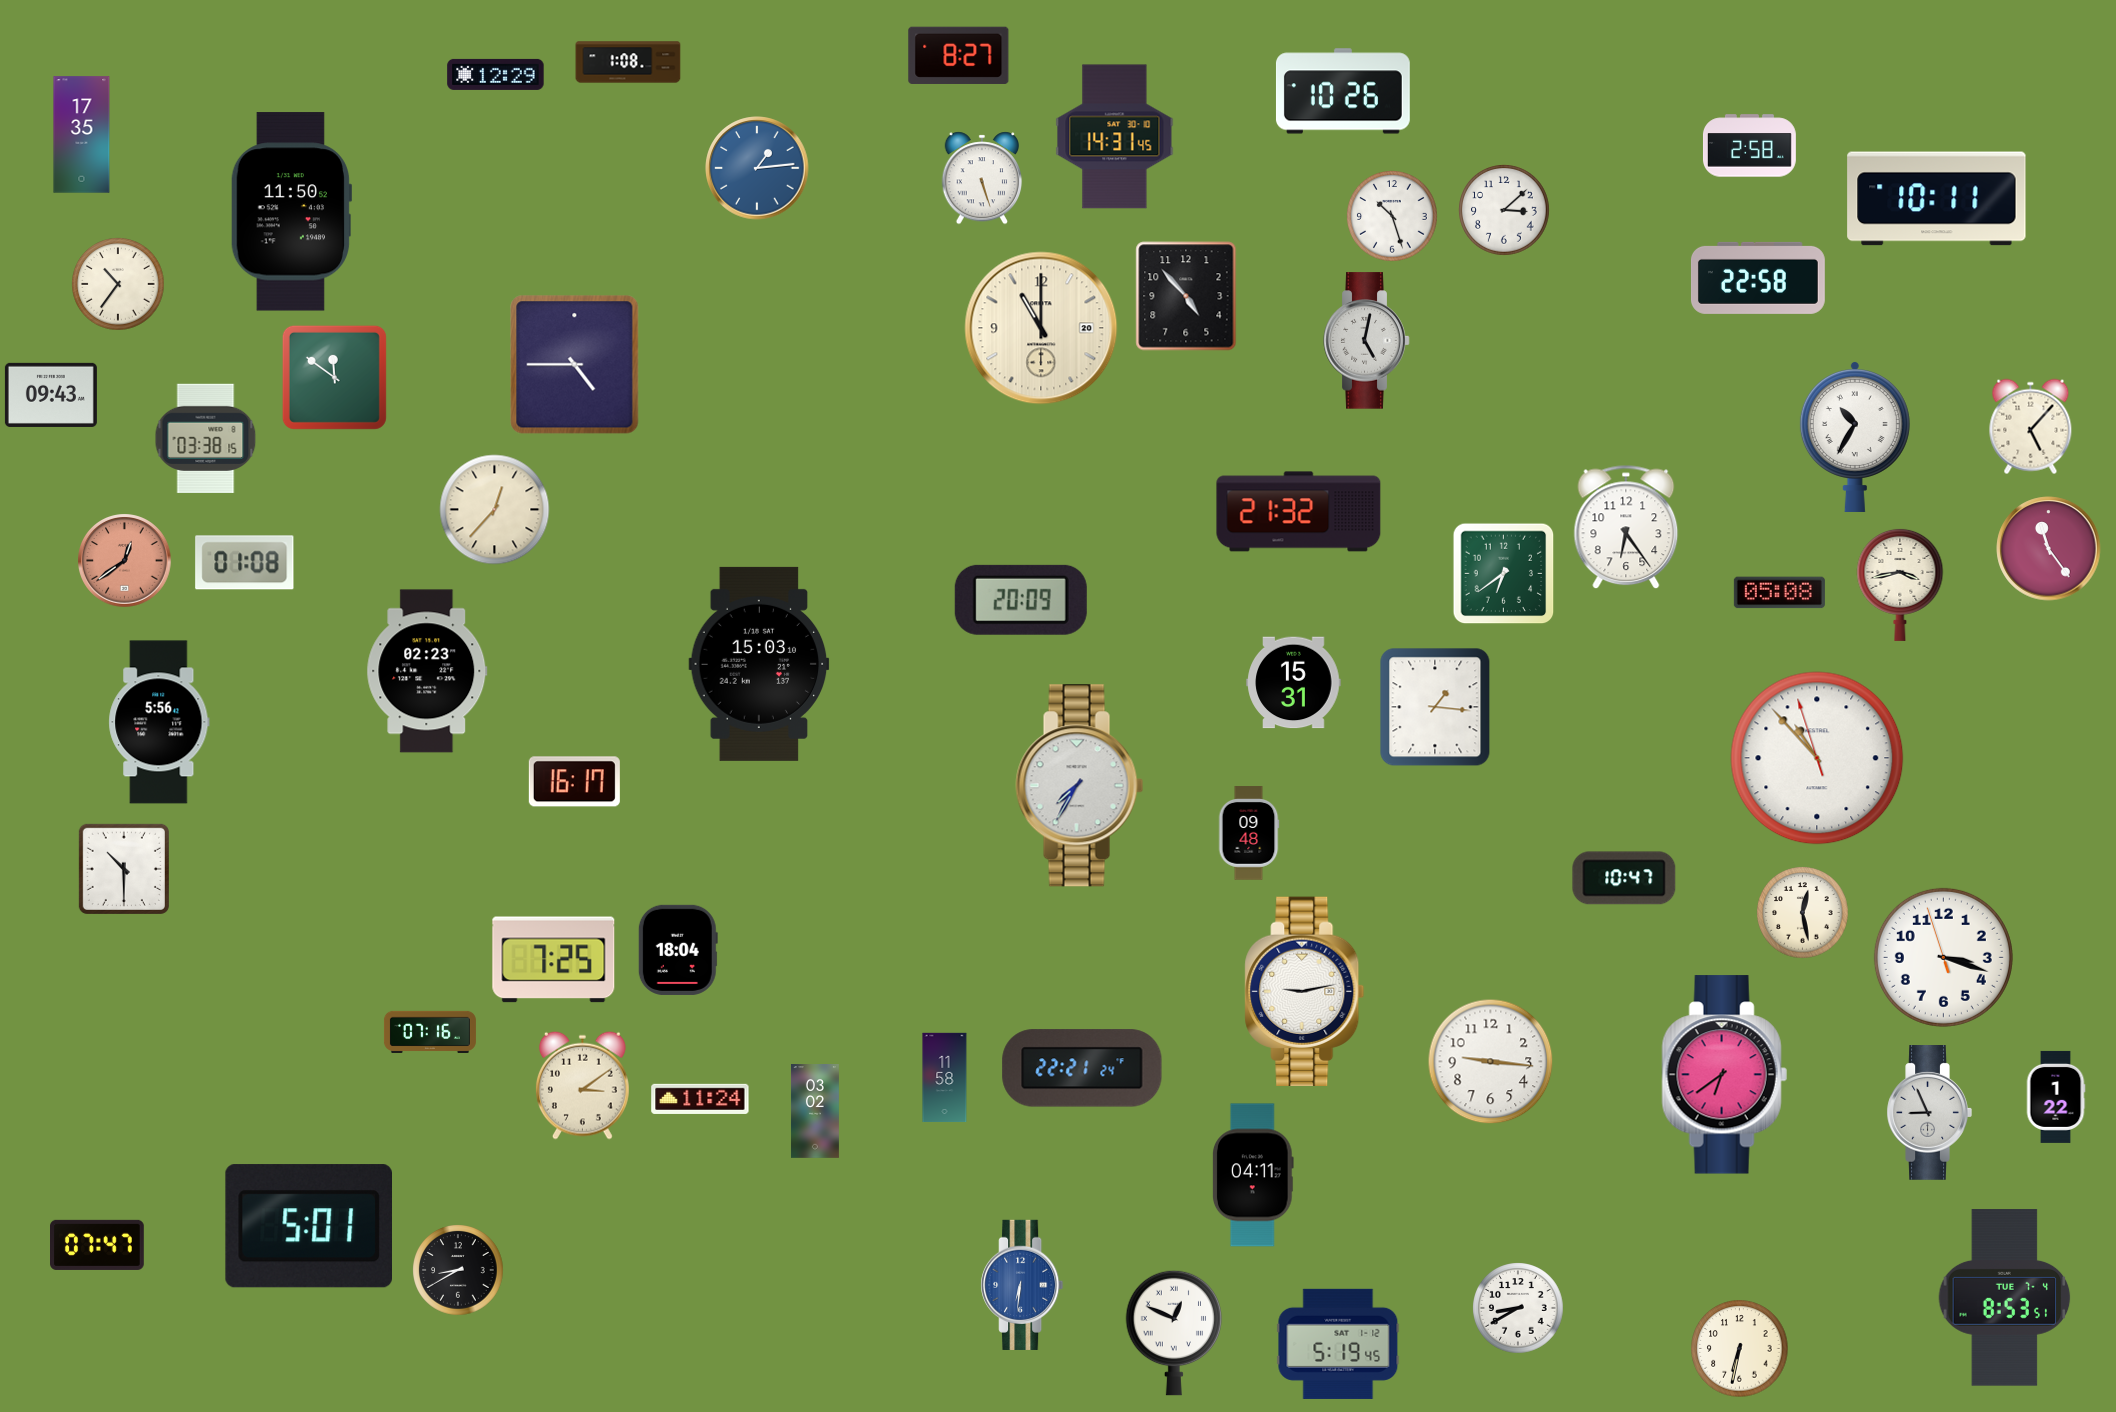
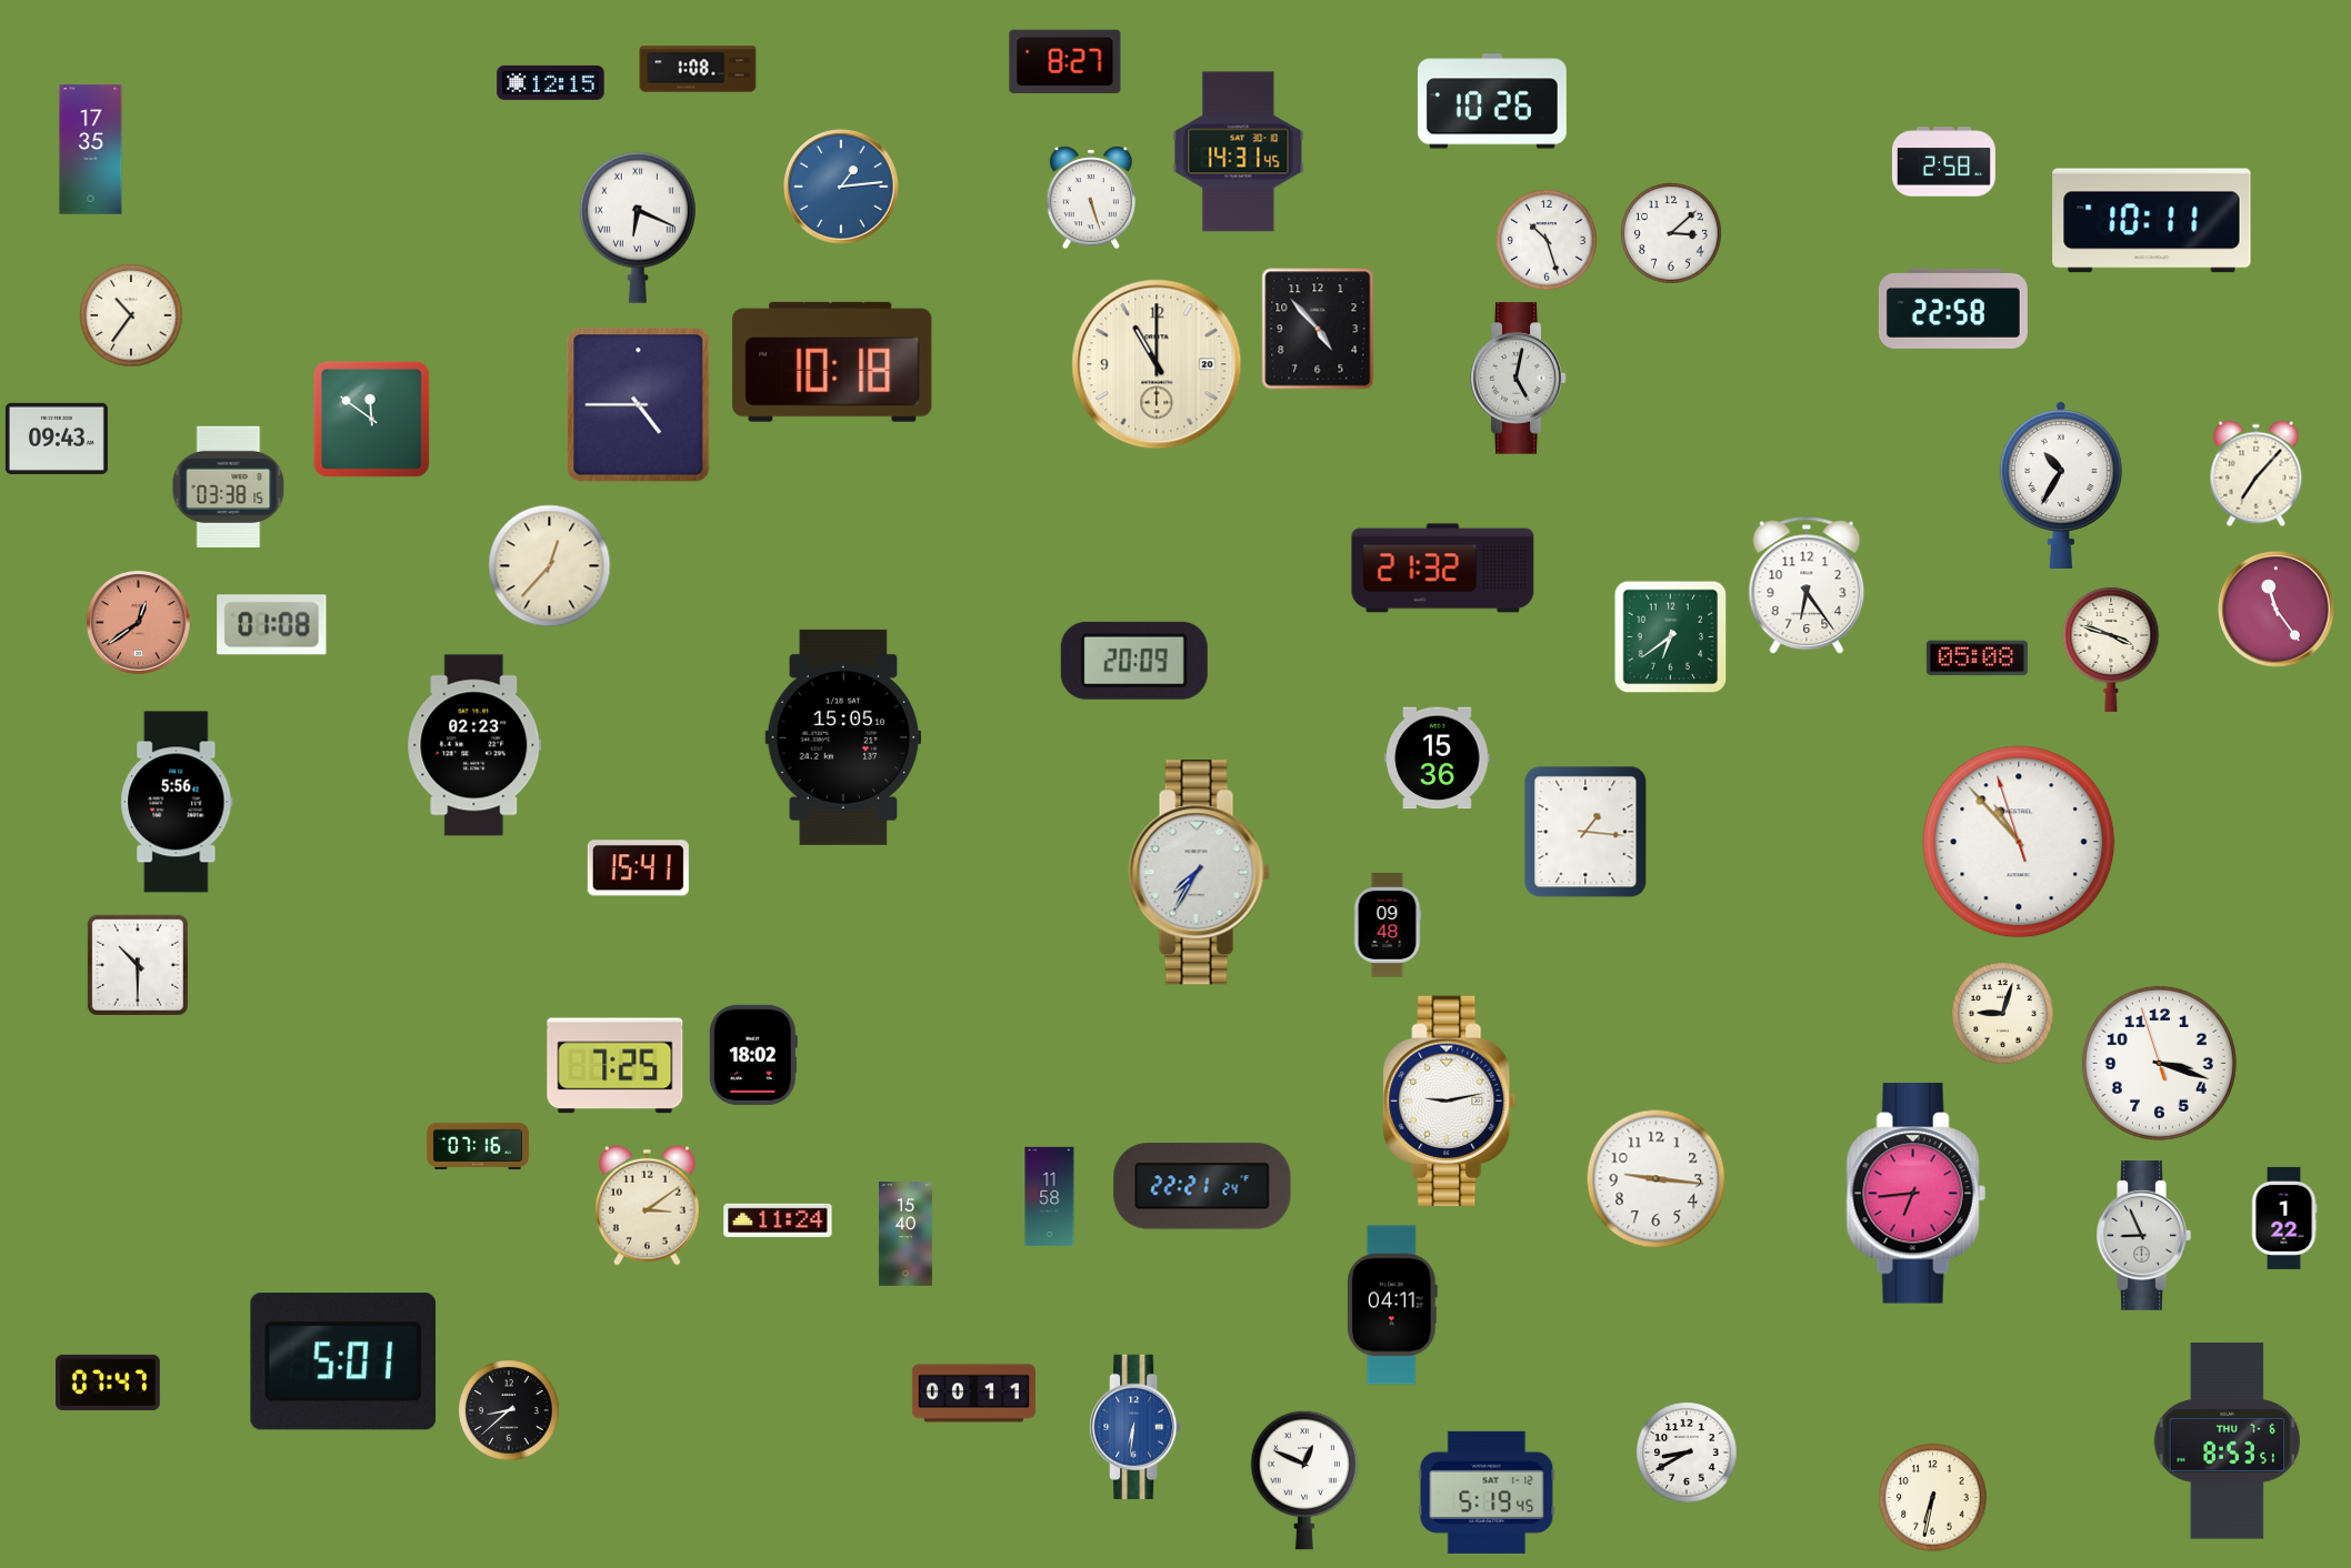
clock at (496, 74): 12:29 -> 12:15
clock at (638, 228): none -> 6:19
clock at (291, 212): 11:50 -> none
clock at (832, 362): none -> 10:18
clock at (2031, 427): 5:07 -> 7:07
clock at (1900, 584): 3:43 -> 3:48
clock at (1021, 600) position: (1021, 600) -> (1134, 661)
clock at (759, 664): 15:03 -> 15:05
clock at (1294, 683): 15:31 -> 15:36
clock at (1435, 707) position: (1435, 707) -> (1585, 832)
clock at (574, 782): 16:17 -> 15:41
clock at (1624, 878): 10:47 -> none
clock at (1803, 913): 12:28 -> 9:03
clock at (678, 950): 18:04 -> 18:02
clock at (1724, 1075): 6:39 -> 6:44
clock at (815, 1111): 03:02 -> 15:40
clock at (973, 1394): none -> 00:11
clock at (458, 1270): 8:40 -> 8:38
clock at (2005, 1298) date: TUE 7-4 -> THU 7-6
